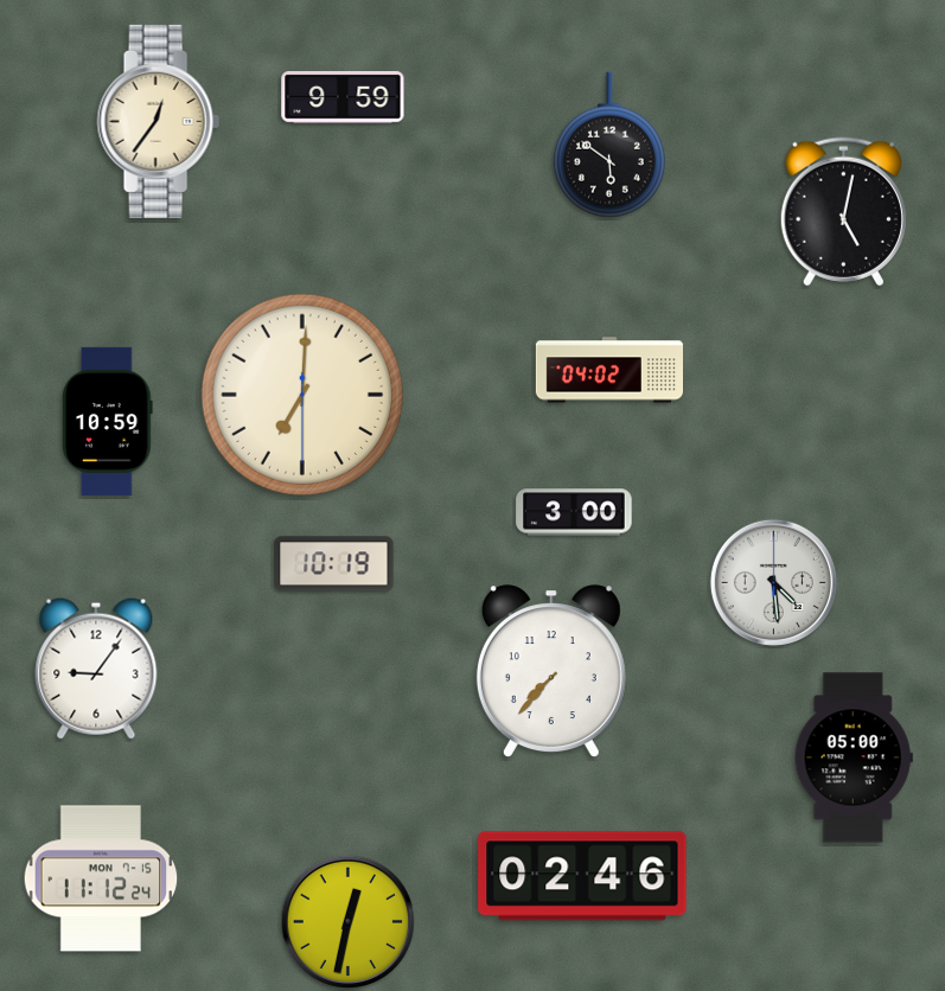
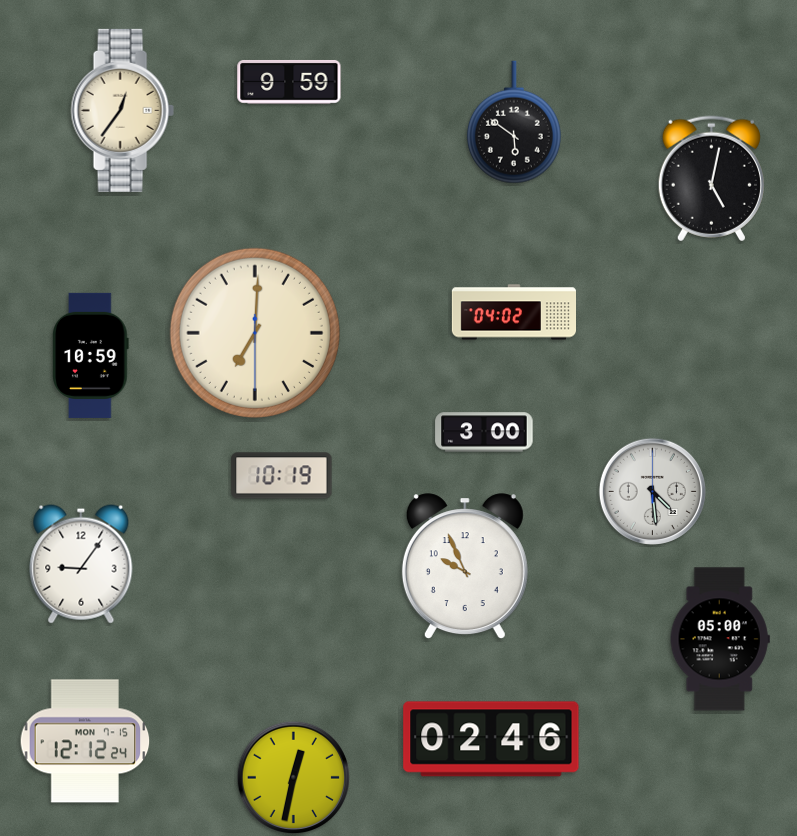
clock at (158, 121) position: (158, 121) -> (122, 110)
clock at (551, 671): 7:37 -> 9:56
clock at (101, 878): 11:12 -> 12:12
